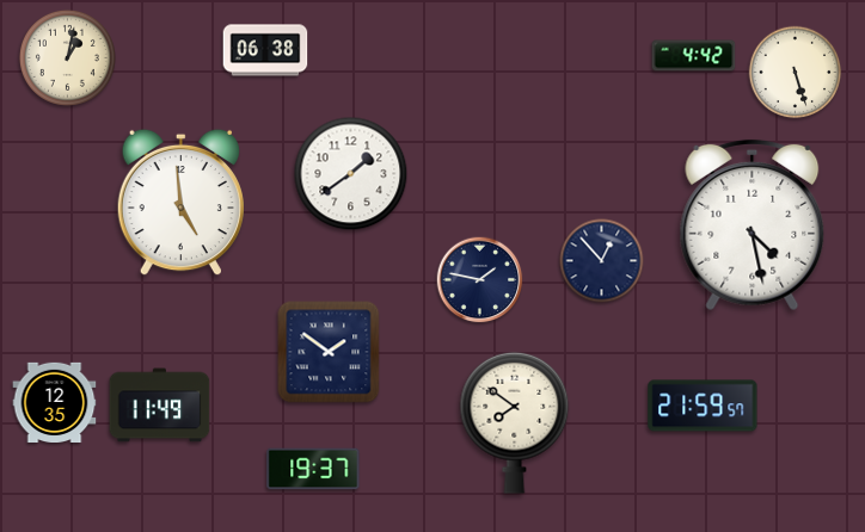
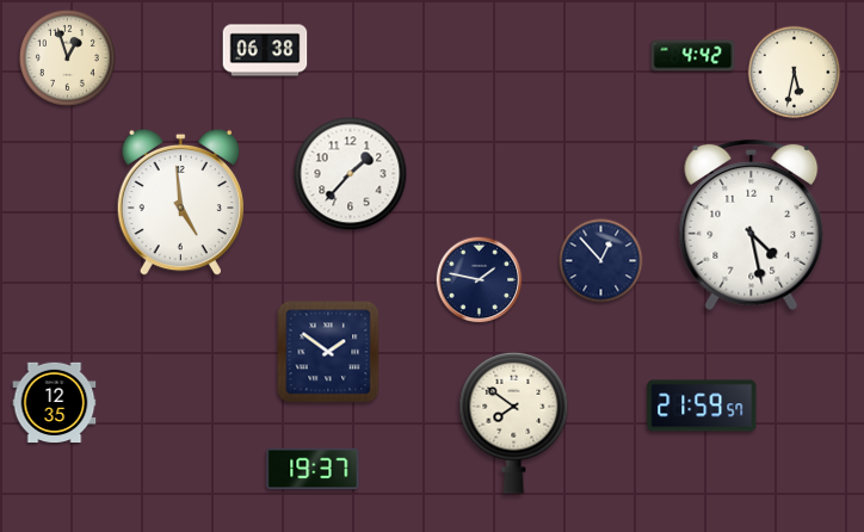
clock at (67, 57): 1:02 -> 12:57
clock at (796, 73): 5:27 -> 5:32
clock at (351, 174): 1:39 -> 1:37
clock at (160, 406): 11:49 -> none
